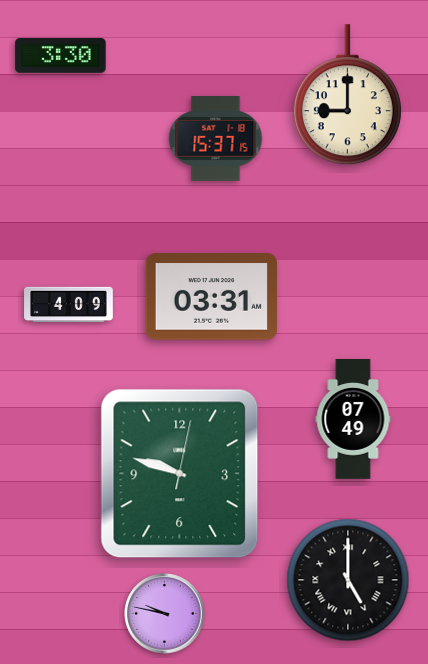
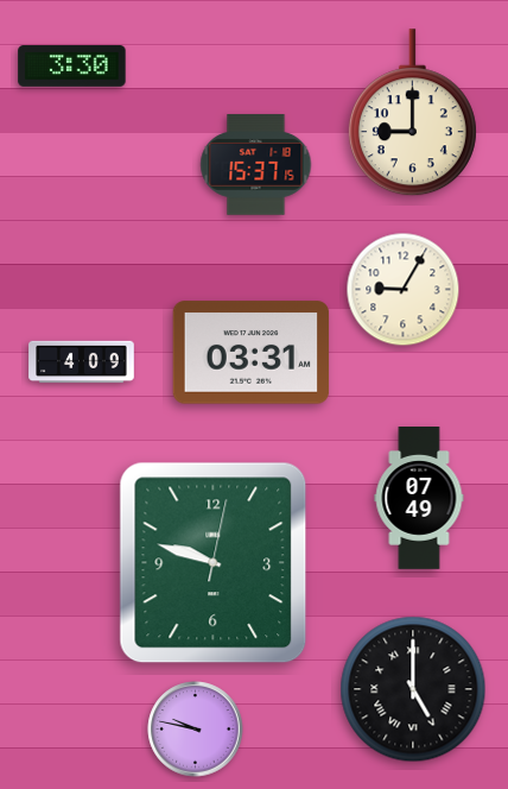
clock at (404, 290): none -> 9:05
